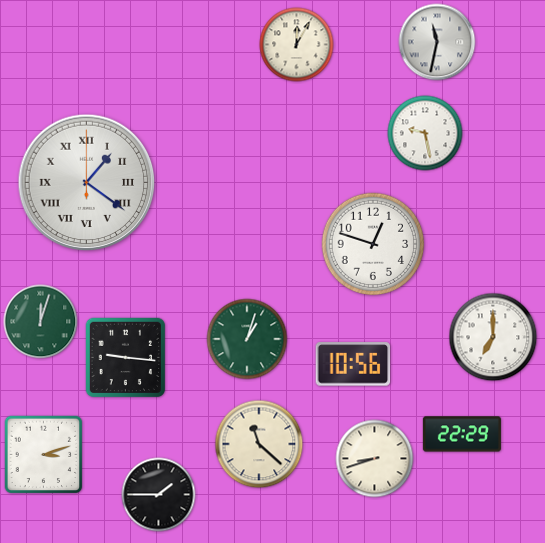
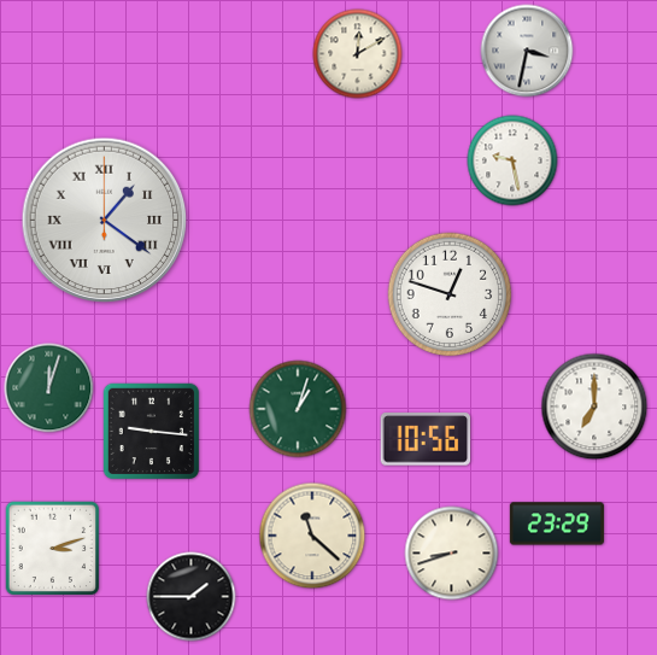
clock at (437, 42): 11:32 -> 3:32
clock at (297, 45): 12:05 -> 12:10
clock at (462, 434): 22:29 -> 23:29
